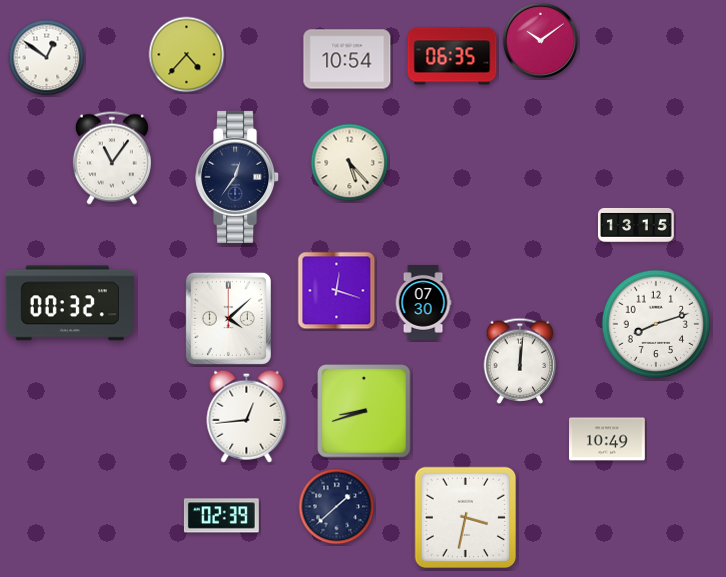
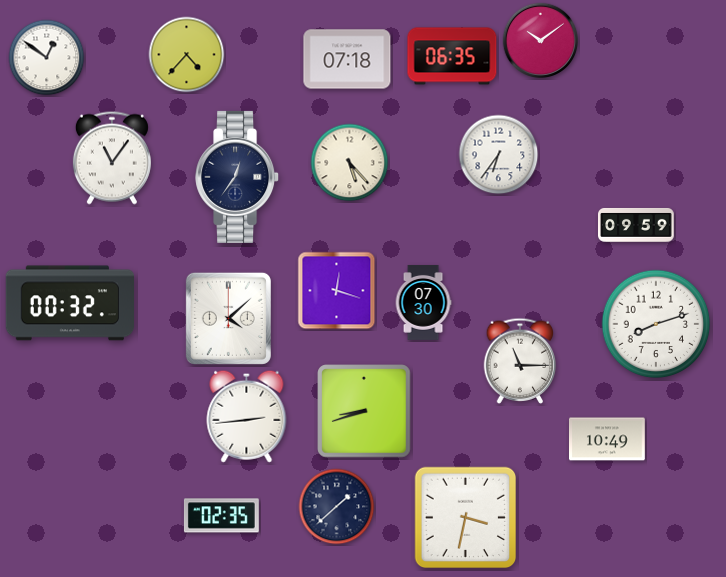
clock at (347, 59): 10:54 -> 07:18
clock at (499, 155): none -> 6:36
clock at (637, 225): 13:15 -> 09:59
clock at (520, 361): 12:01 -> 11:15
clock at (247, 416): 12:44 -> 2:44
clock at (221, 516): 02:39 -> 02:35
